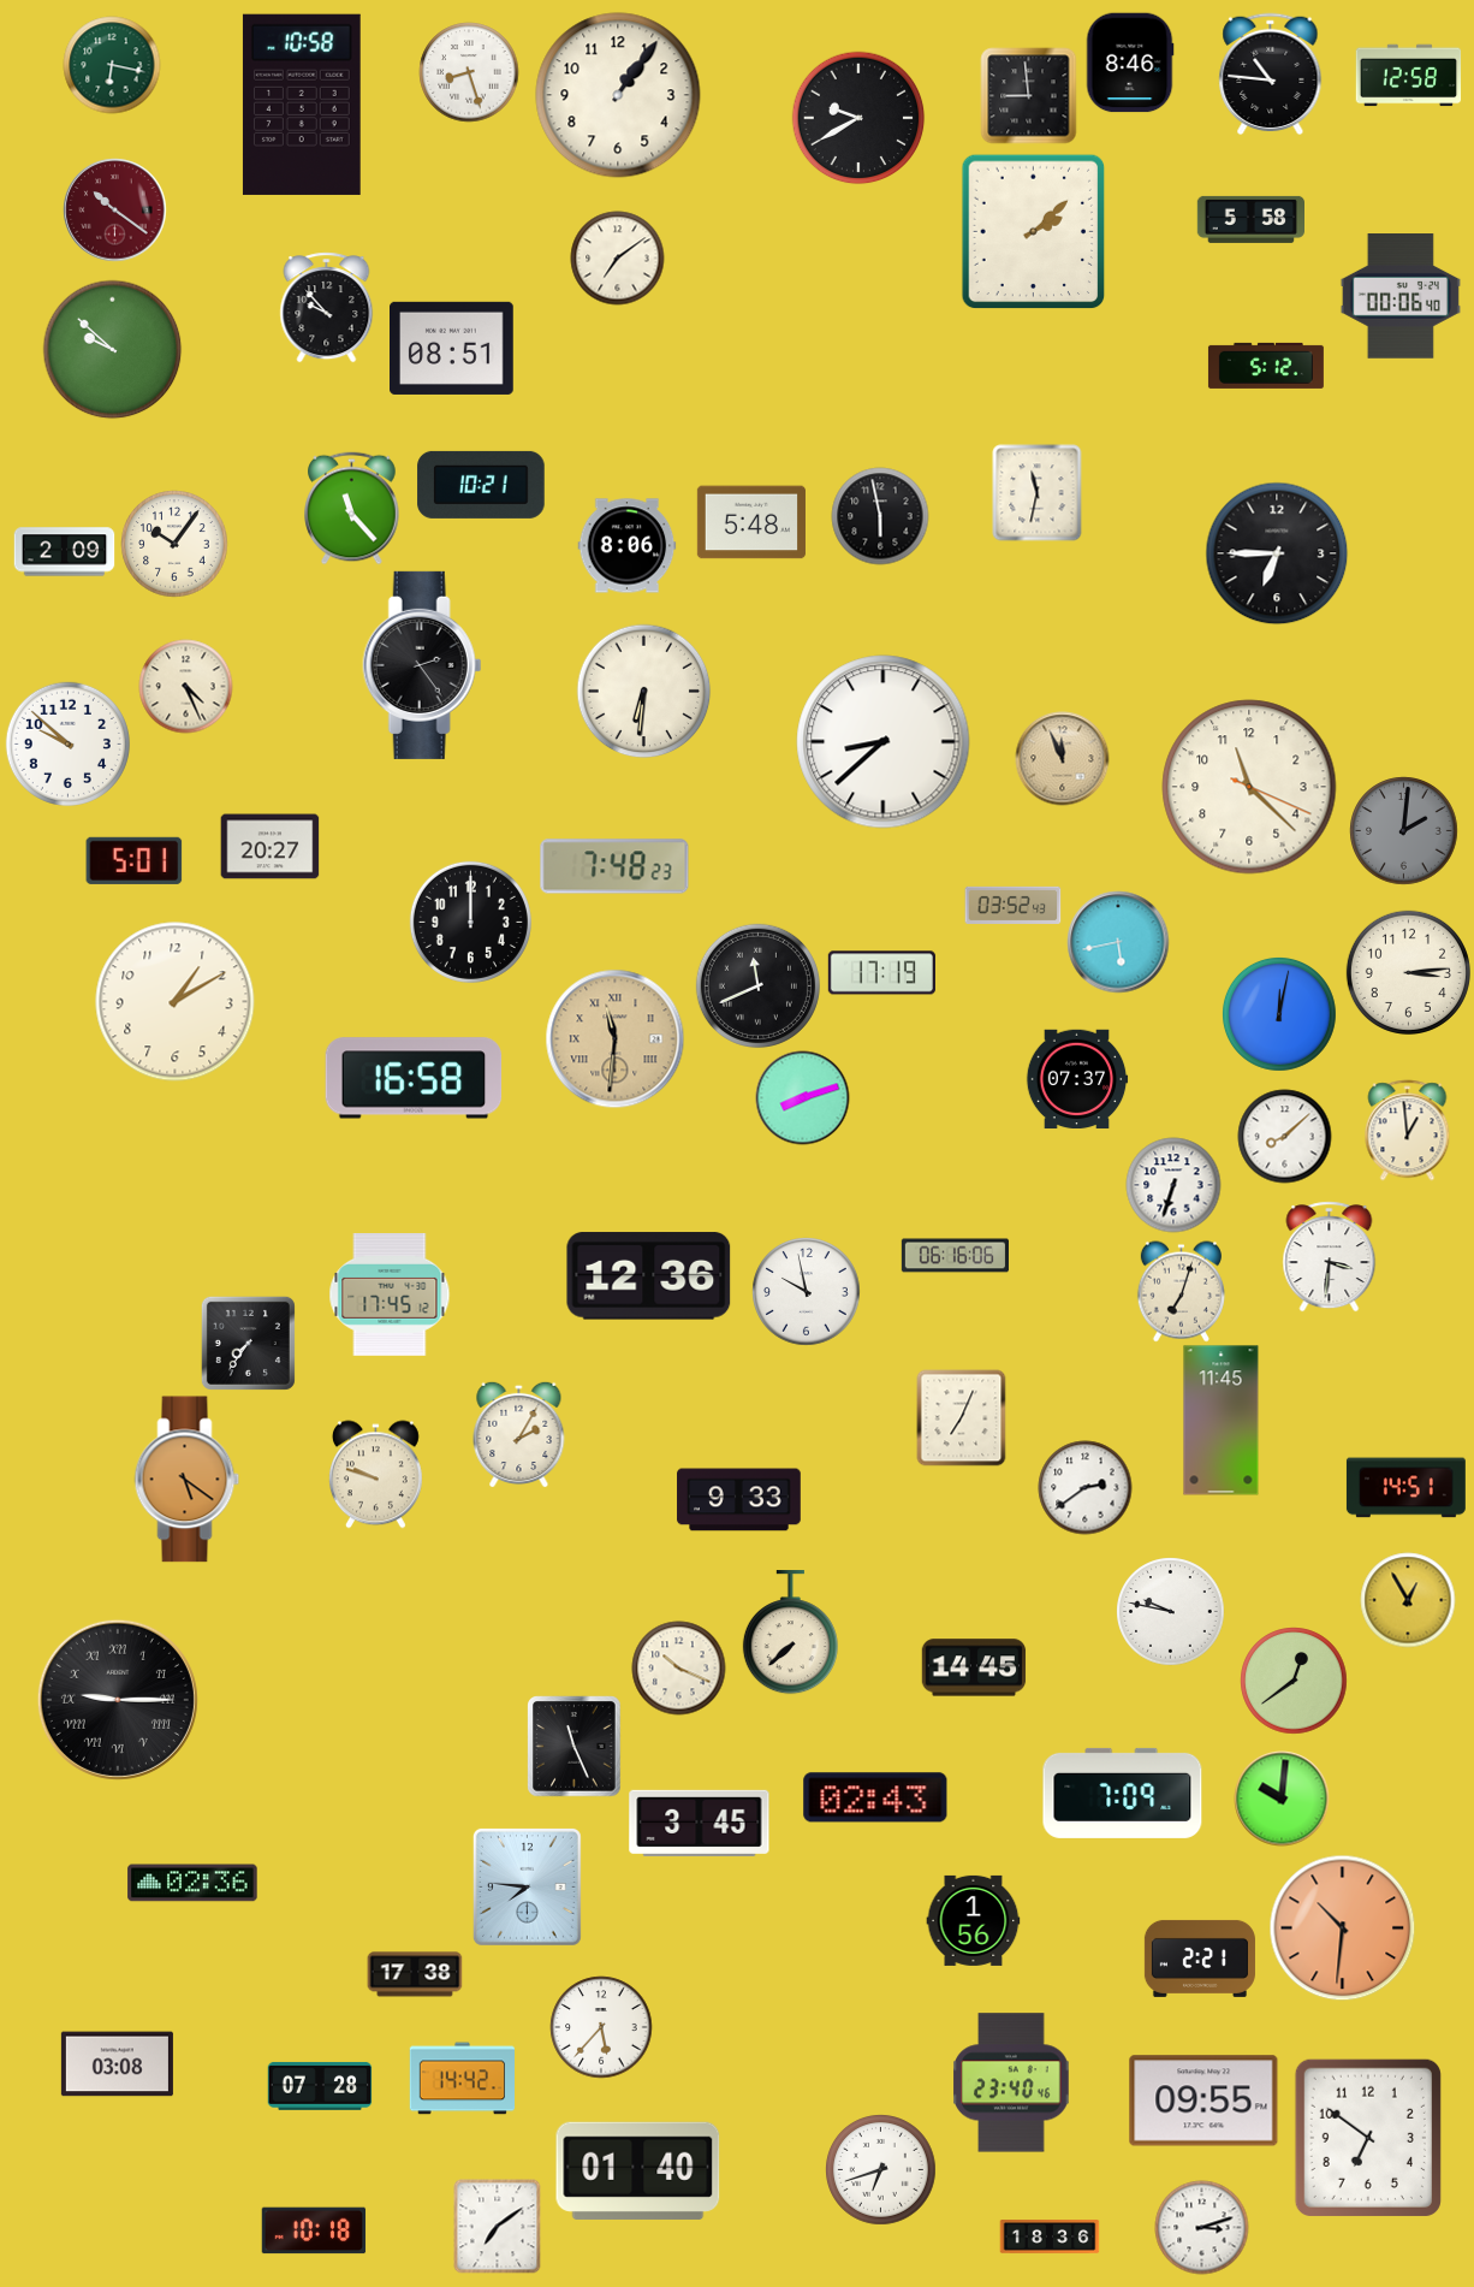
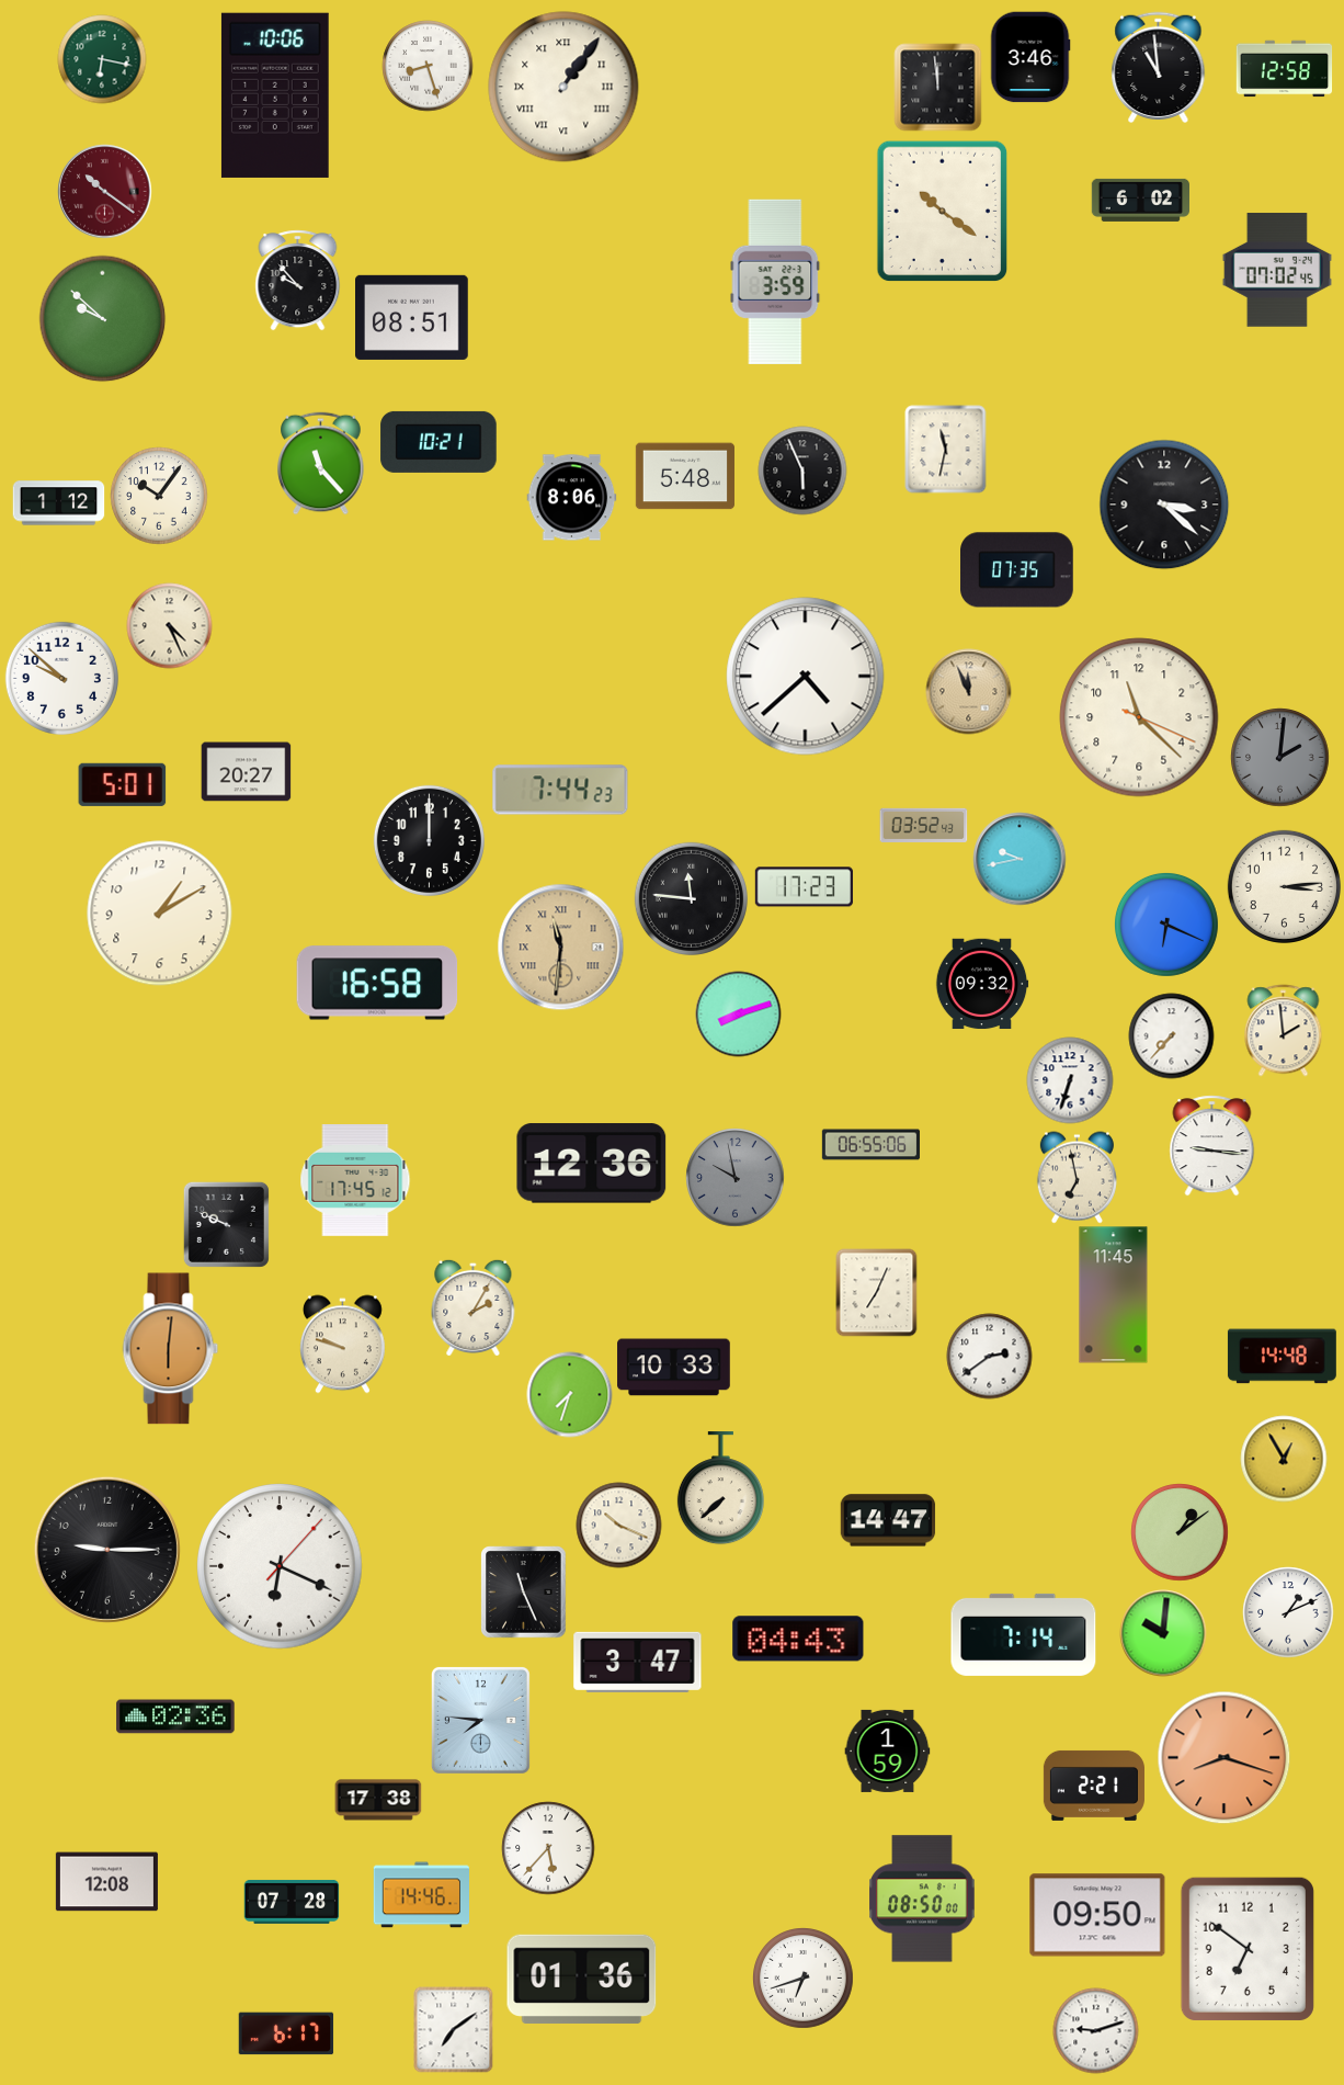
clock at (1130, 63): 8:46 -> 3:46
clock at (1271, 73): 10:46 -> 10:59
clock at (618, 95) numerals: Arabic -> Roman
clock at (1028, 95): 8:59 -> 11:59
clock at (302, 105): 10:58 -> 10:06
clock at (858, 118): 9:40 -> none
clock at (1250, 219): 5:58 -> 6:02
clock at (1034, 231): 2:08 -> 10:21
clock at (617, 257): 7:09 -> none
clock at (1401, 296): 00:06 -> 07:02
clock at (775, 282): none -> 3:59
clock at (1266, 366): 5:12 -> none
clock at (880, 516): 5:58 -> 5:56
clock at (64, 552): 2:09 -> 1:12
clock at (1277, 553): 6:45 -> 3:22
clock at (1017, 570): none -> 07:35
clock at (422, 665): 2:24 -> none
clock at (643, 691): 6:31 -> none
clock at (884, 742): 8:38 -> 4:38
clock at (614, 866): 7:48 -> 7:44
clock at (1118, 942): 5:43 -> 9:43
clock at (881, 973): 17:19 -> 17:23
clock at (757, 985): 11:41 -> 11:46
clock at (1279, 1014): 12:02 -> 6:19
clock at (1077, 1079): 07:37 -> 09:32
clock at (802, 1097) position: (802, 1097) -> (738, 1013)
clock at (1408, 1130): 12:59 -> 1:59
clock at (1284, 1136): 8:08 -> 7:37
clock at (955, 1256): 06:16 -> 06:55
clock at (1330, 1256): 3:31 -> 9:16
clock at (806, 1291) dial: white -> grey
clock at (1181, 1291): 7:03 -> 6:58
clock at (248, 1343): 7:36 -> 9:49
clock at (188, 1480): 5:21 -> 6:01
clock at (1405, 1488): 14:51 -> 14:48
clock at (739, 1500): 9:33 -> 10:33
clock at (569, 1394): none -> 7:33
clock at (1170, 1611): 9:47 -> none
clock at (678, 1667) position: (678, 1667) -> (618, 1525)
clock at (974, 1667): 14:45 -> 14:47
clock at (1294, 1681): 12:39 -> 1:09
clock at (118, 1700) numerals: Roman -> Arabic
clock at (280, 1566): none -> 6:19
clock at (1288, 1612): none -> 1:11
clock at (1123, 1793): 7:09 -> 7:14
clock at (875, 1797): 02:43 -> 04:43
clock at (1282, 1799) position: (1282, 1799) -> (1163, 1633)
clock at (700, 1823): 3:45 -> 3:47
clock at (973, 1920): 1:56 -> 1:59
clock at (1342, 1927): 10:31 -> 8:18
clock at (117, 2064): 03:08 -> 12:08
clock at (462, 2079): 14:42 -> 14:46
clock at (1011, 2082): 23:40 -> 08:50
clock at (1203, 2101): 09:55 -> 09:50
clock at (638, 2170): 01:40 -> 01:36
clock at (1201, 2227): 3:12 -> 9:12
clock at (314, 2230): 10:18 -> 6:17
clock at (1050, 2236): 18:36 -> none
